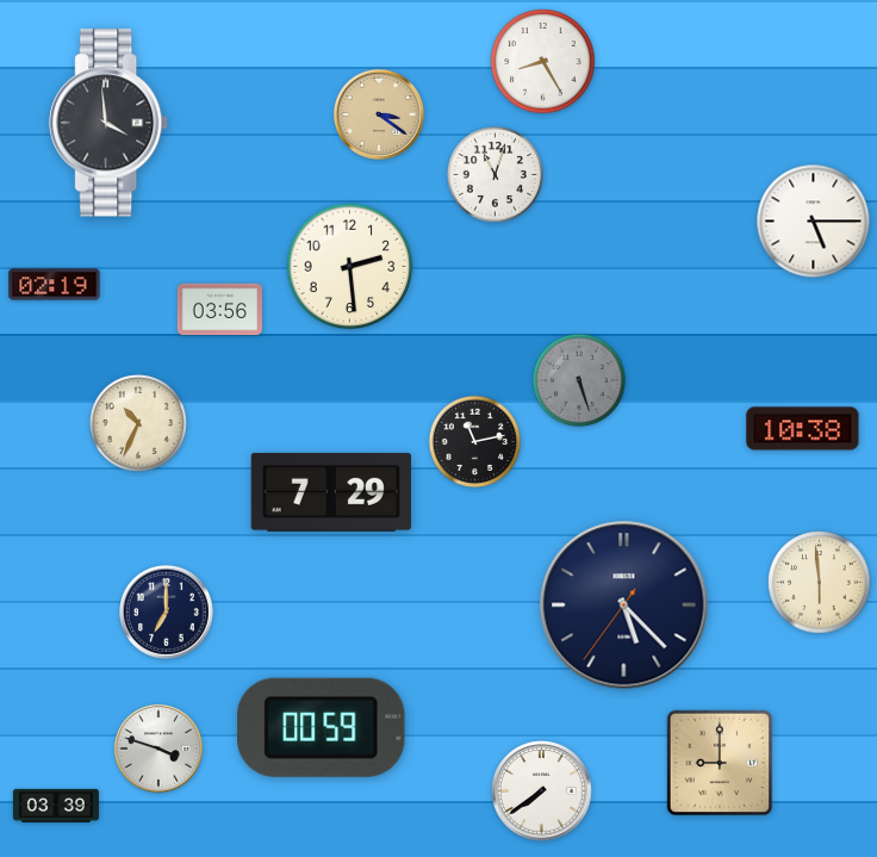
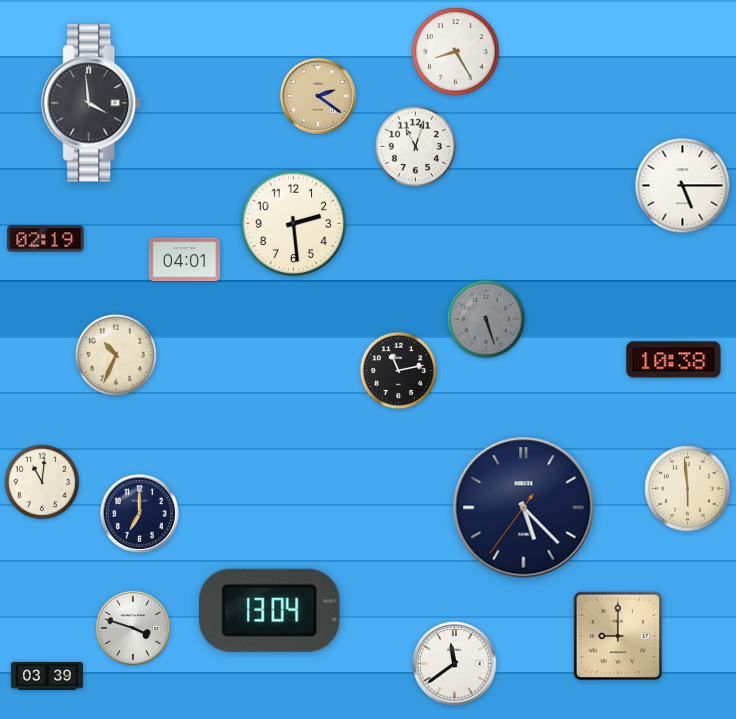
clock at (379, 114): 3:21 -> 2:21
clock at (219, 310): 03:56 -> 04:01
clock at (331, 492): 7:29 -> none
clock at (42, 482): none -> 11:01
clock at (322, 727): 00:59 -> 13:04
clock at (720, 763) position: (720, 763) -> (618, 636)
clock at (542, 791): 7:39 -> 11:39
